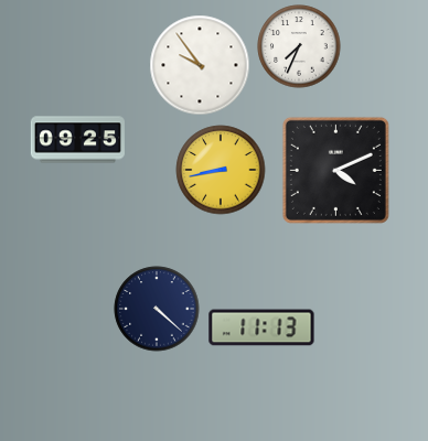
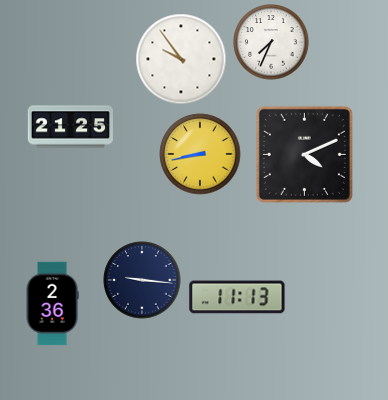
clock at (77, 140): 09:25 -> 21:25
clock at (157, 309): 4:22 -> 9:16
clock at (52, 304): none -> 2:36
